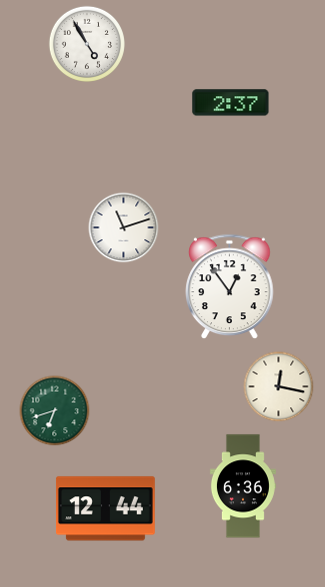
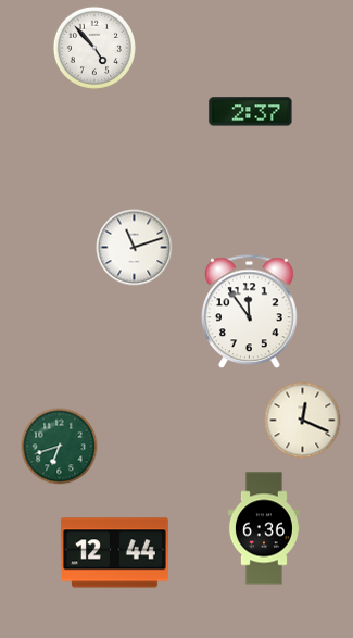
clock at (87, 44): 4:55 -> 4:53
clock at (230, 287): 12:54 -> 11:54
clock at (279, 387): 12:17 -> 12:19
